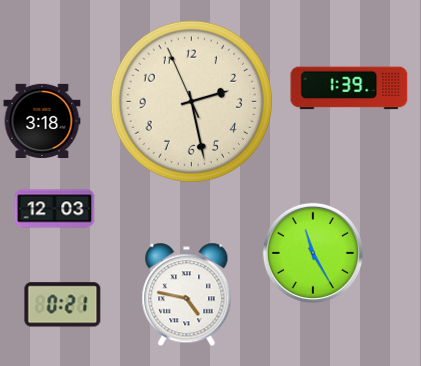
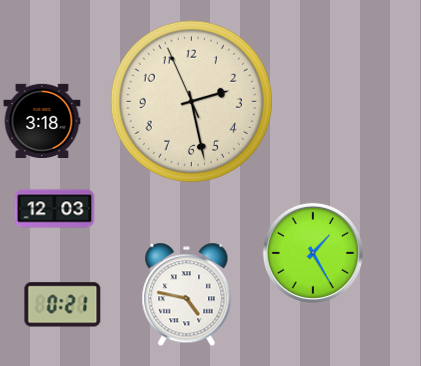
clock at (349, 88): 1:39 -> none
clock at (313, 253): 11:25 -> 1:25
